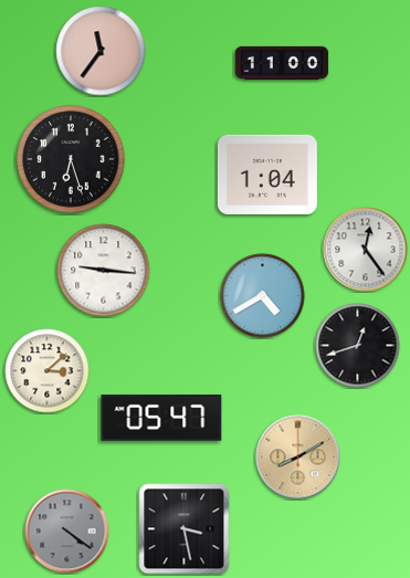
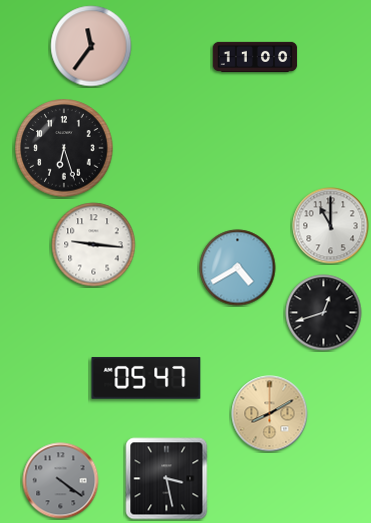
clock at (71, 159) position: (71, 159) -> (64, 148)
clock at (267, 175): 1:04 -> none
clock at (366, 250): 12:24 -> 11:00
clock at (48, 371): 3:08 -> none
